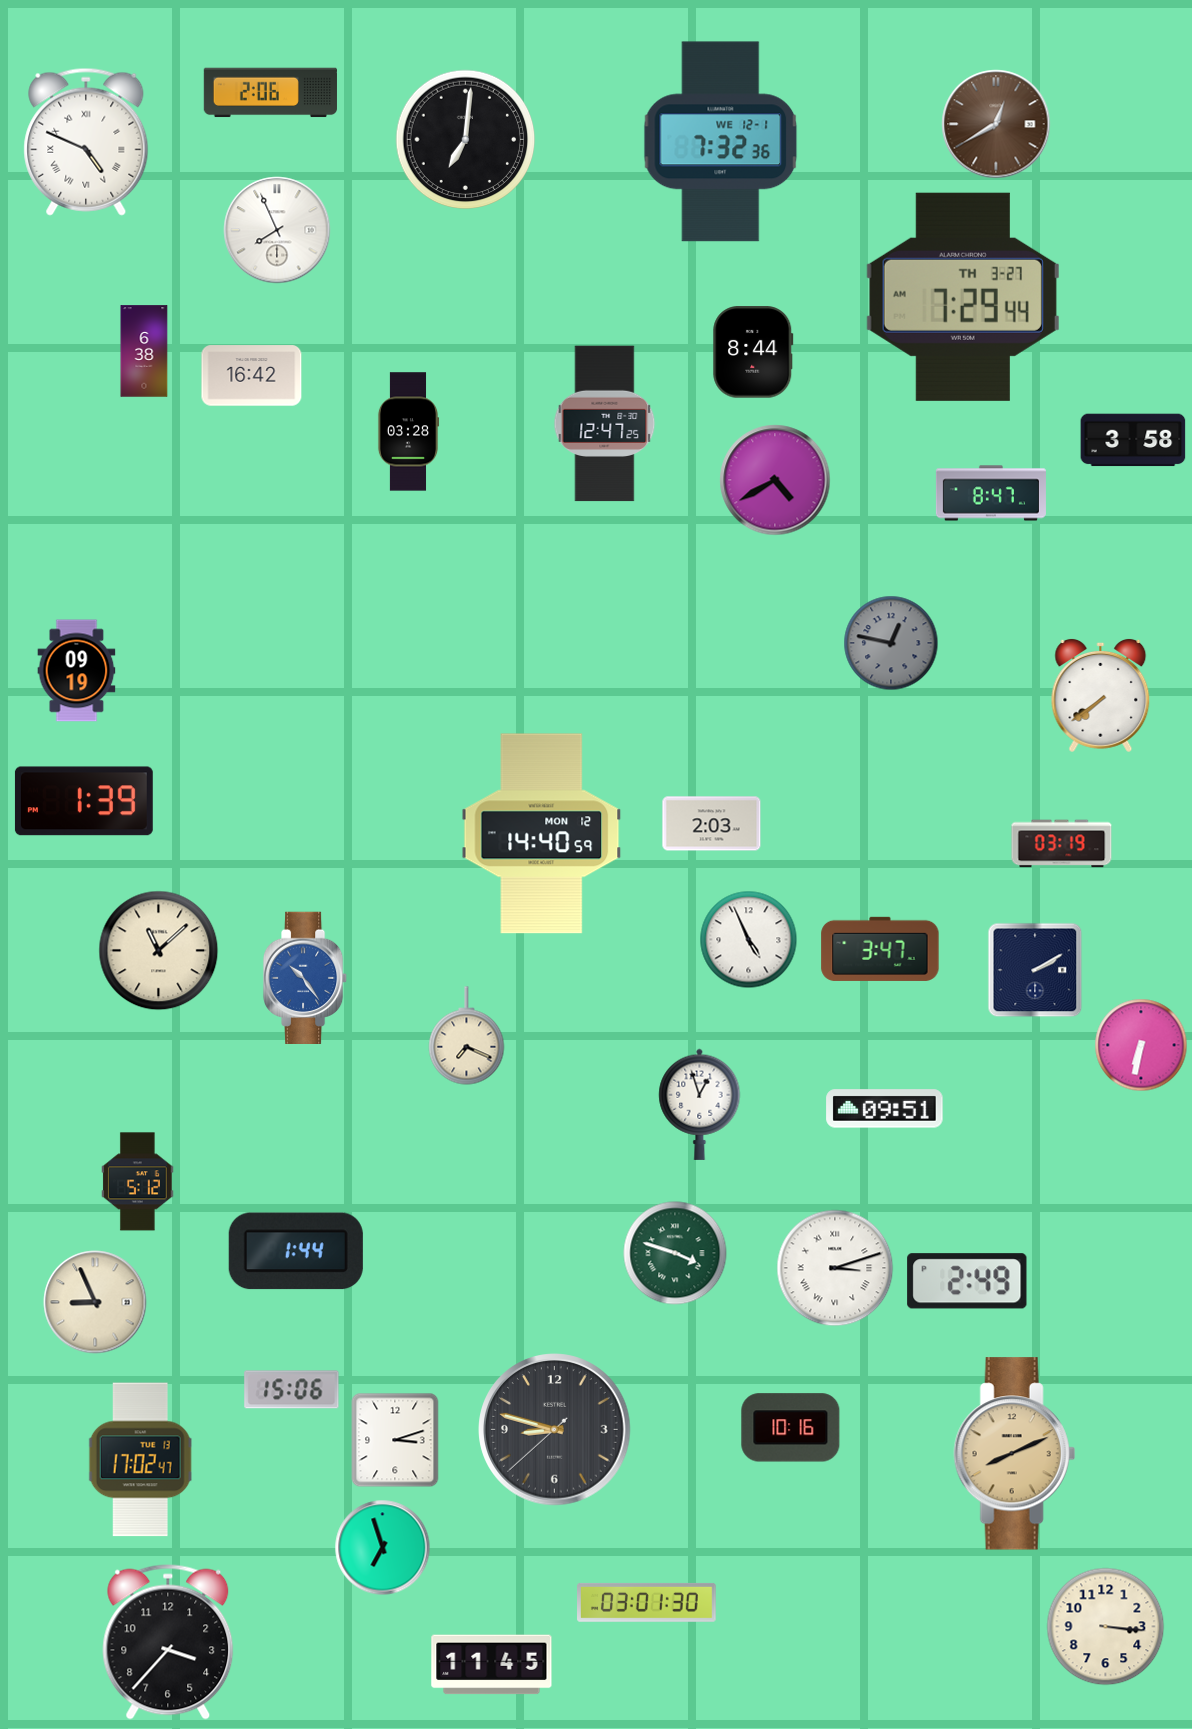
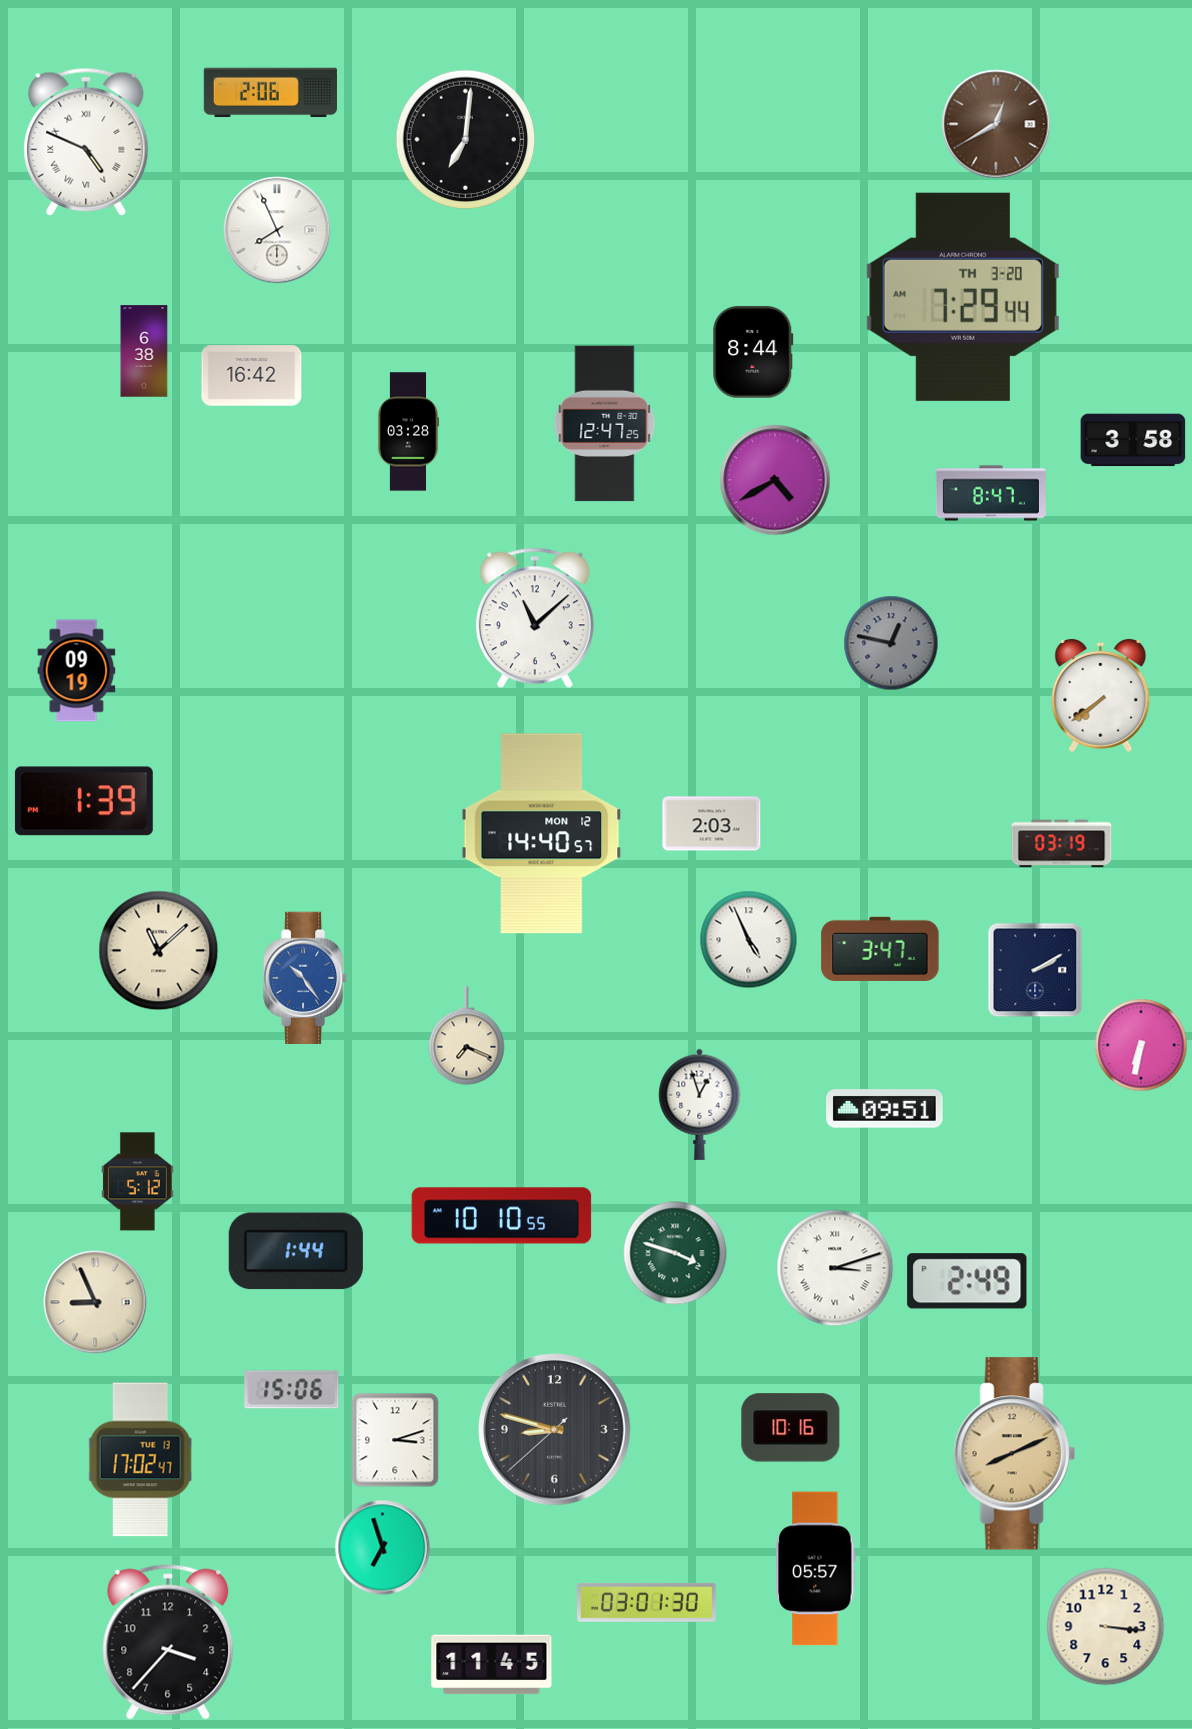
clock at (721, 142): 7:32 -> none
clock at (963, 297) date: TH 3-27 -> TH 3-20
clock at (535, 618): none -> 11:08
clock at (542, 834): 14:40:59 -> 14:40:57
clock at (502, 1216): none -> 10:10
clock at (816, 1569): none -> 05:57
